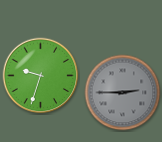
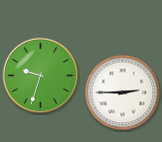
clock at (123, 93) dial: grey -> white
